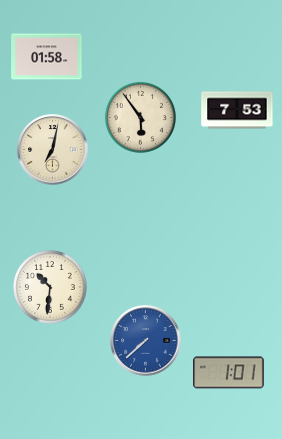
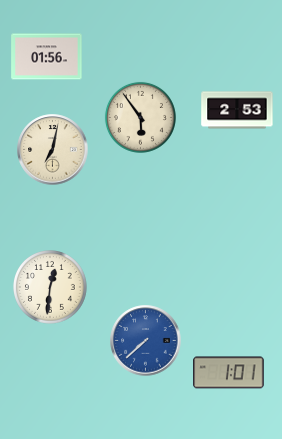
clock at (47, 57): 01:58 -> 01:56
clock at (237, 110): 7:53 -> 2:53
clock at (51, 288): 10:31 -> 12:31
